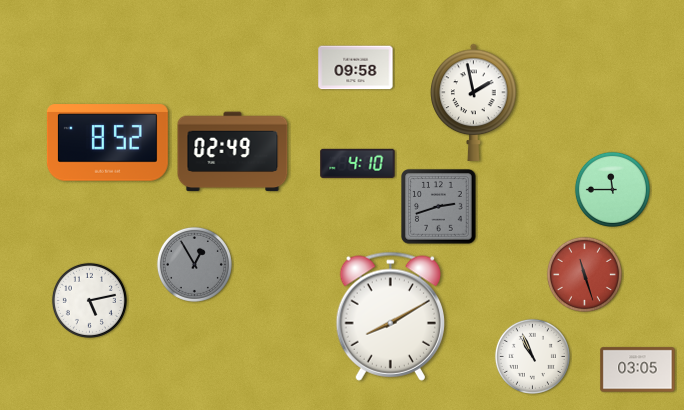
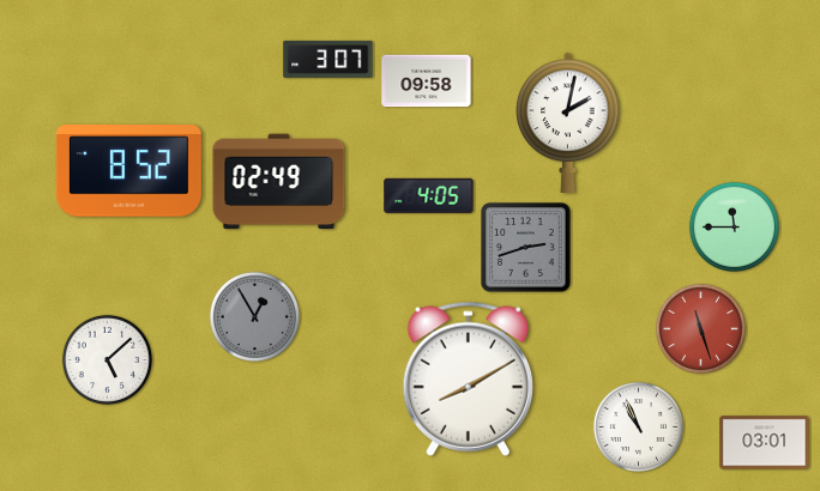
clock at (328, 59): none -> 3:07
clock at (474, 102): 1:58 -> 2:02
clock at (358, 163): 4:10 -> 4:05
clock at (194, 264) position: (194, 264) -> (254, 316)
clock at (89, 300): 5:13 -> 5:08
clock at (638, 370): 03:05 -> 03:01
